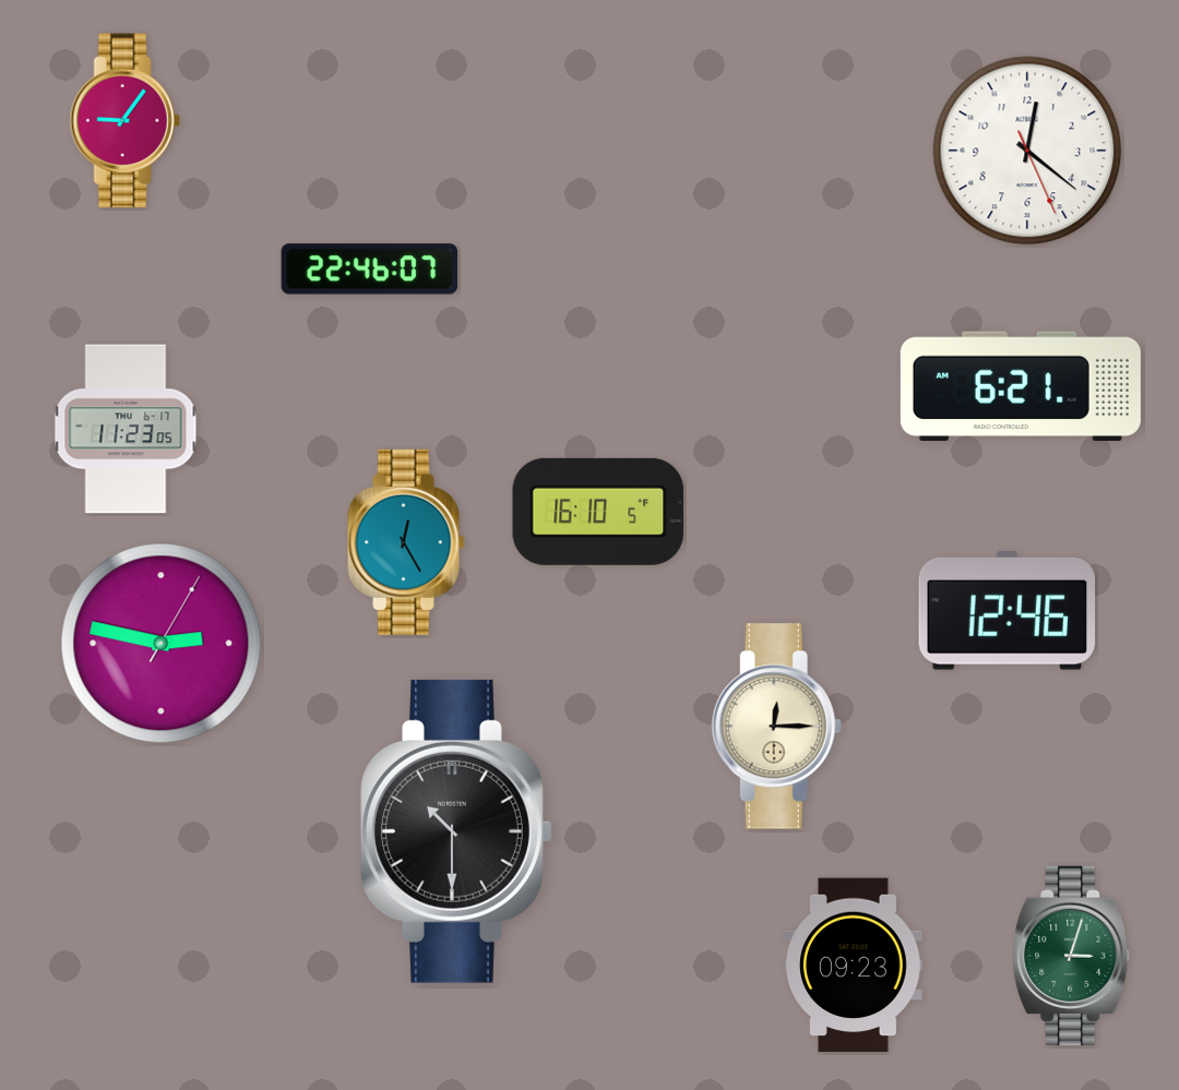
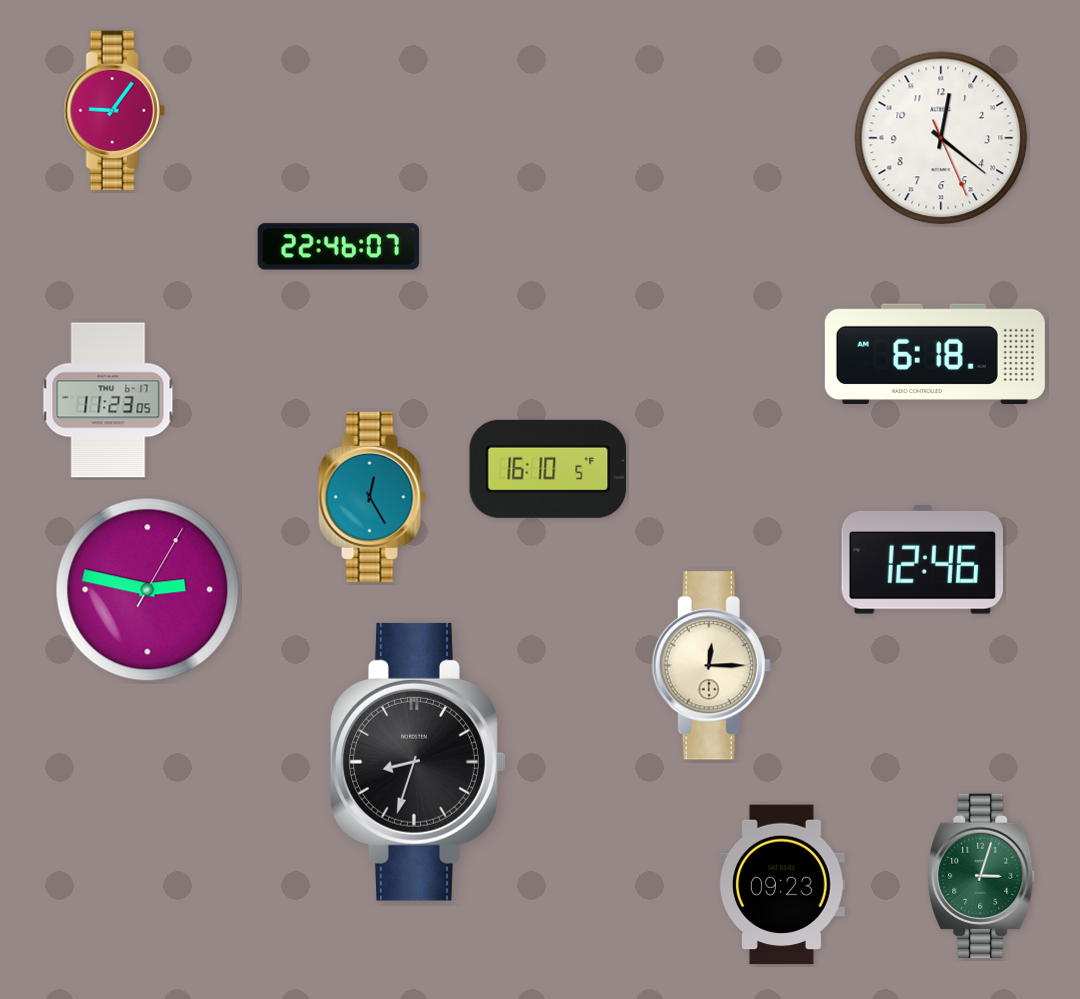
clock at (1021, 385): 6:21 -> 6:18
clock at (126, 429) position: (126, 429) -> (108, 400)
clock at (456, 831): 10:30 -> 8:33
